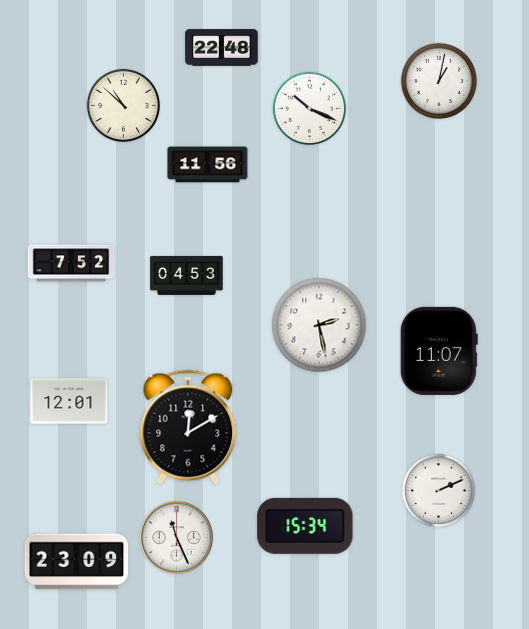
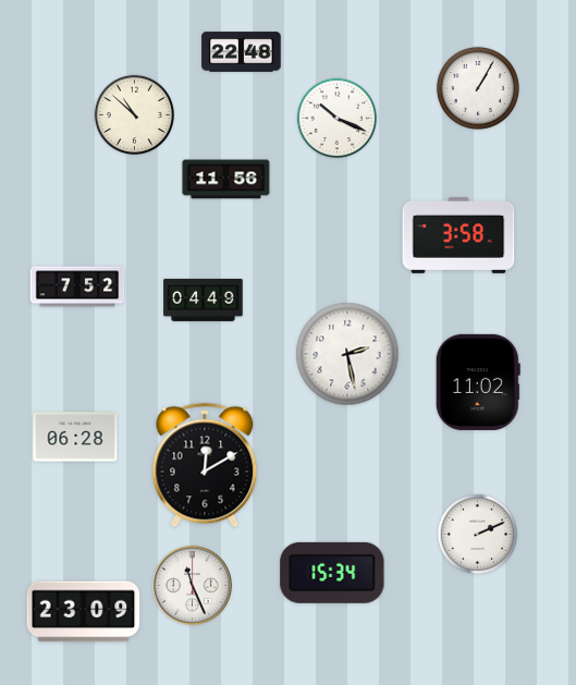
clock at (439, 81): 1:02 -> 1:05
clock at (458, 235): none -> 3:58
clock at (187, 275): 04:53 -> 04:49
clock at (439, 351): 11:07 -> 11:02
clock at (69, 401): 12:01 -> 06:28
